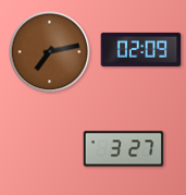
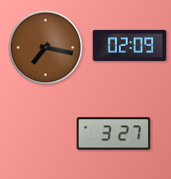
clock at (50, 52): 7:13 -> 7:17
clock at (124, 149) position: (124, 149) -> (114, 134)
